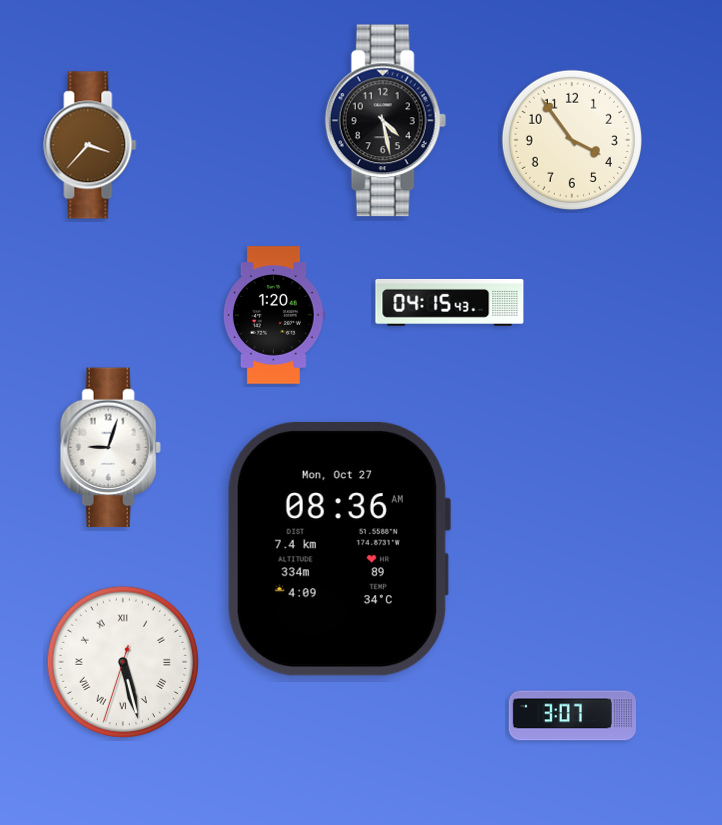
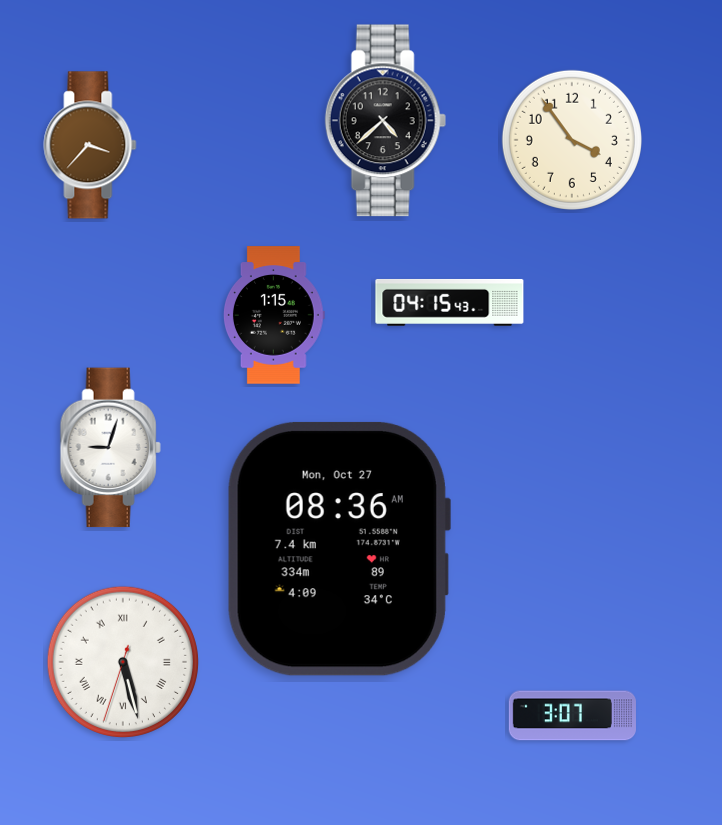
clock at (385, 121): 4:28 -> 4:38
clock at (274, 315): 1:20 -> 1:15
